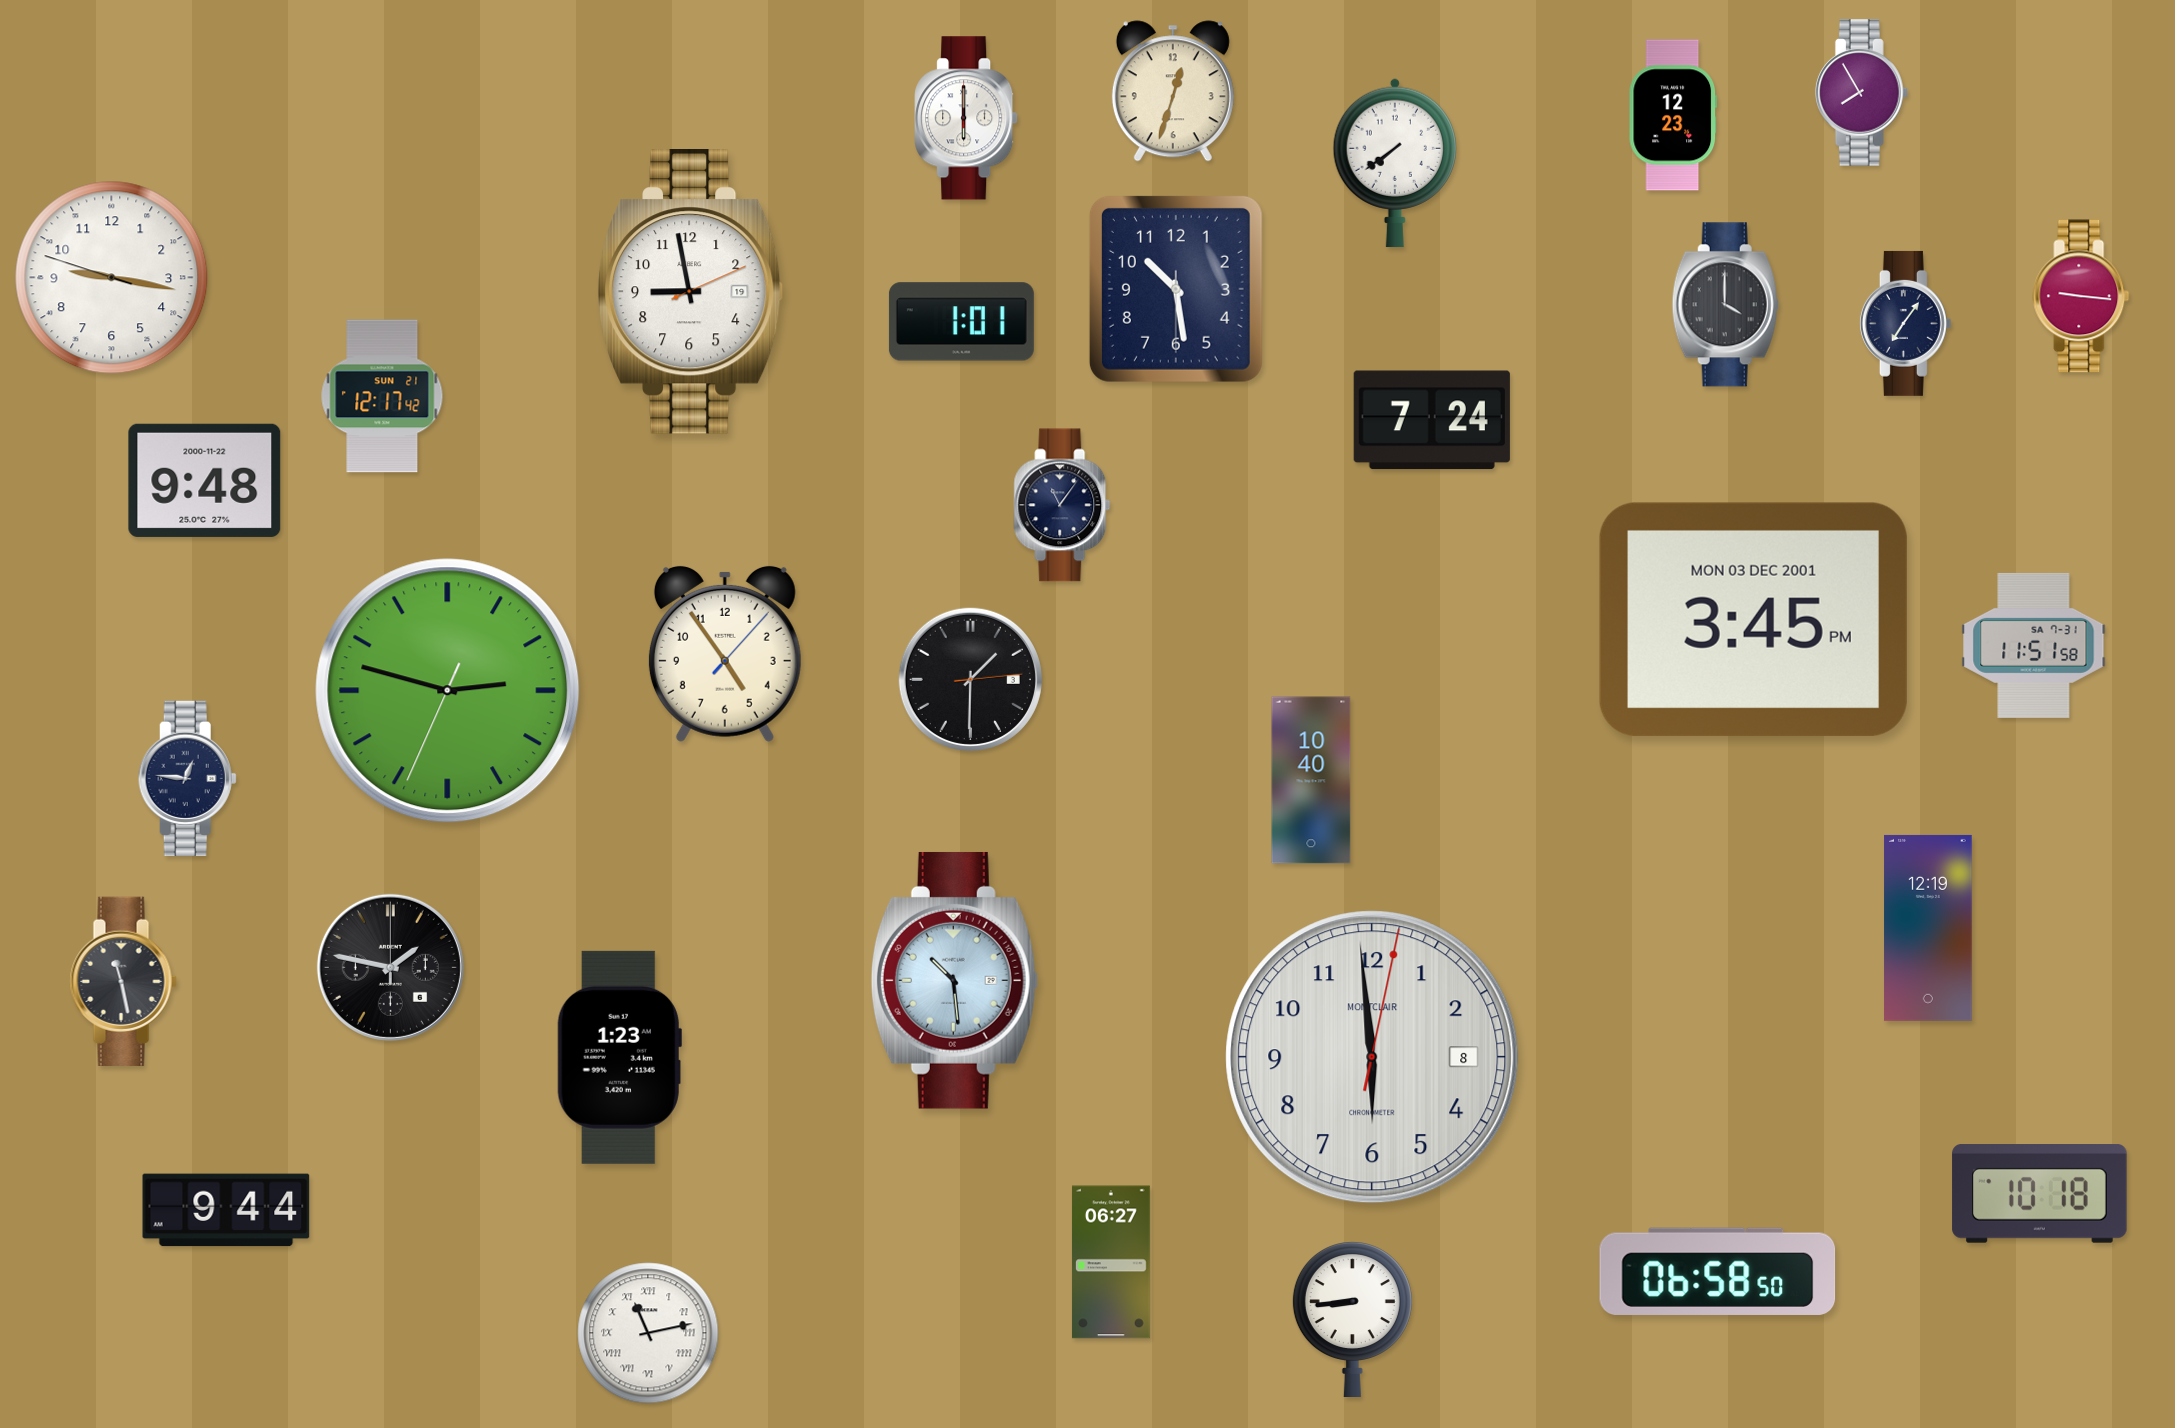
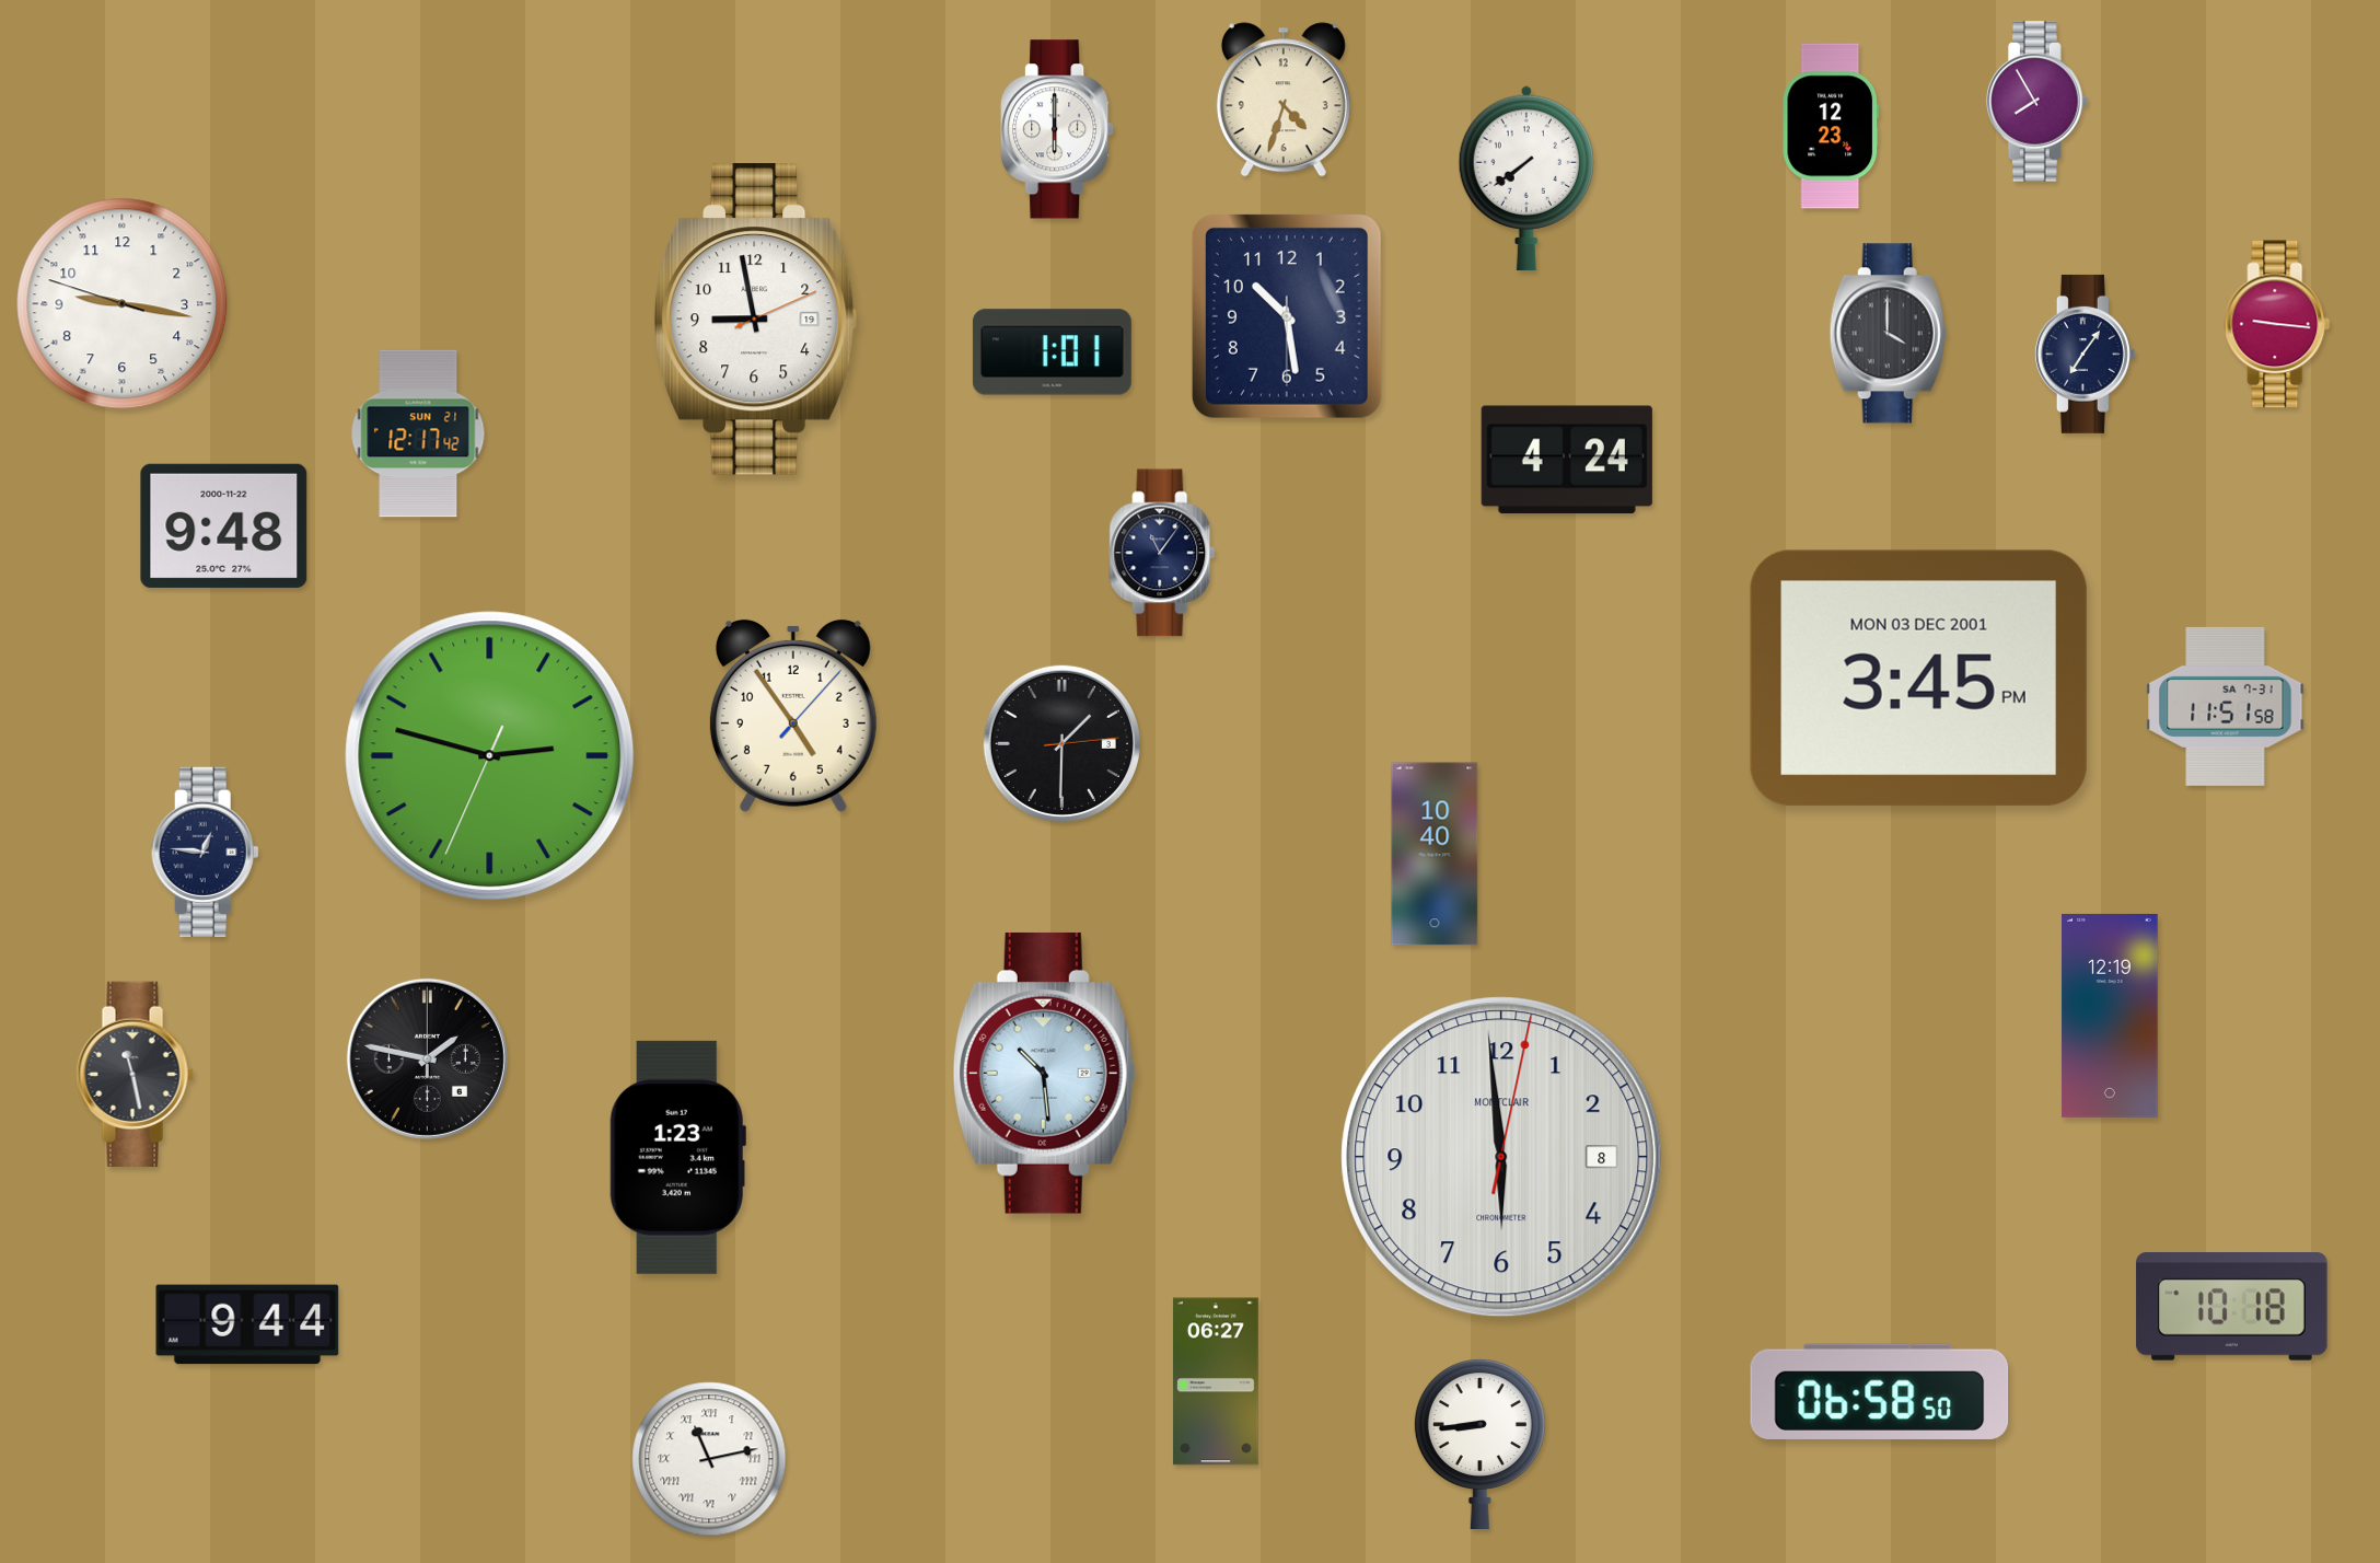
clock at (1173, 91): 12:33 -> 4:33
clock at (1432, 420): 7:24 -> 4:24
